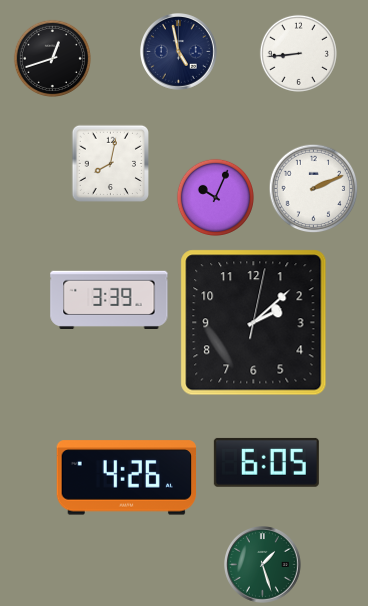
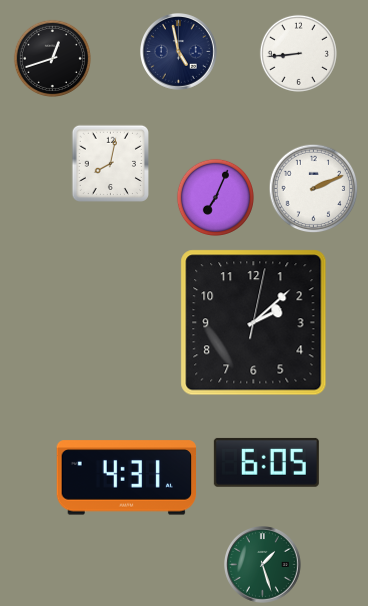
clock at (215, 197): 10:04 -> 7:04
clock at (109, 299): 3:39 -> none
clock at (127, 478): 4:26 -> 4:31
